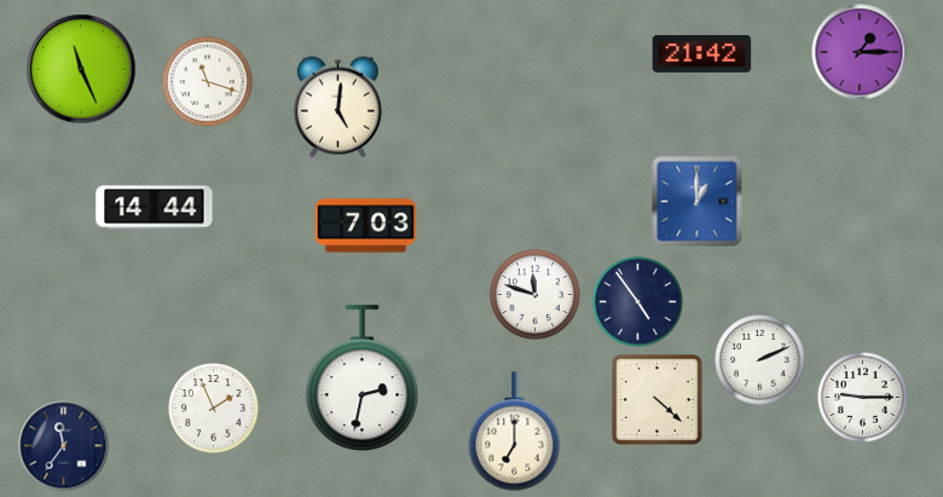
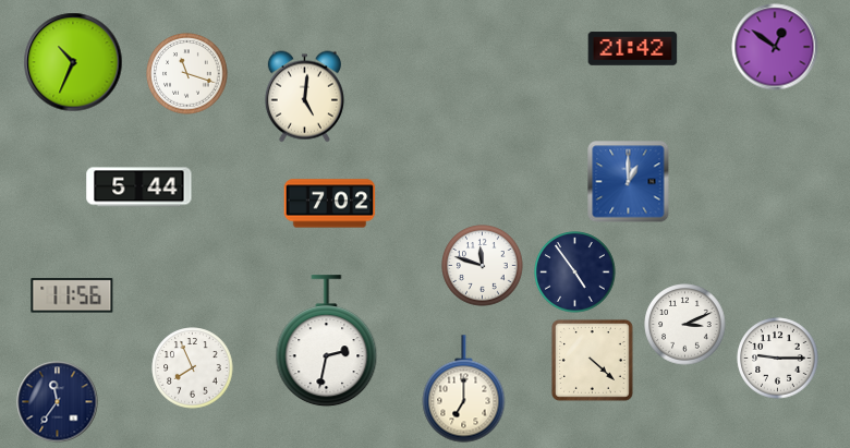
clock at (860, 52): 1:15 -> 12:51
clock at (81, 69): 11:26 -> 10:34
clock at (155, 208): 14:44 -> 5:44
clock at (366, 226): 7:03 -> 7:02
clock at (72, 295): none -> 11:56
clock at (760, 360): 2:11 -> 3:11
clock at (214, 409): 1:56 -> 7:56
